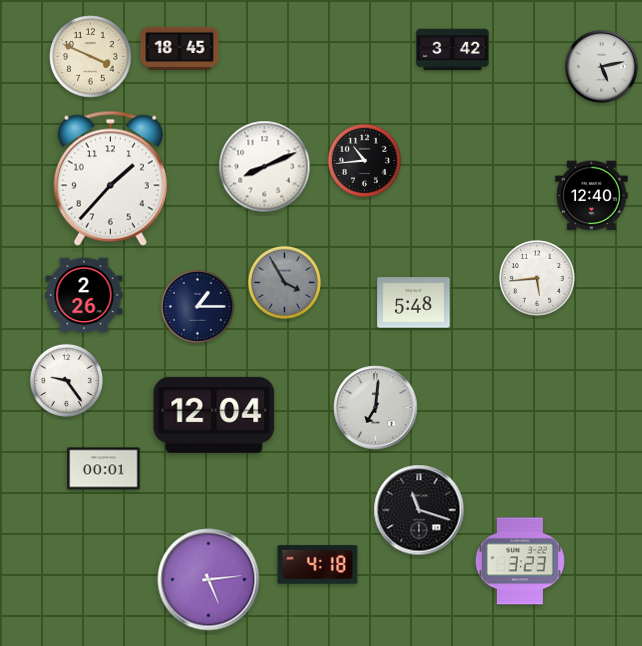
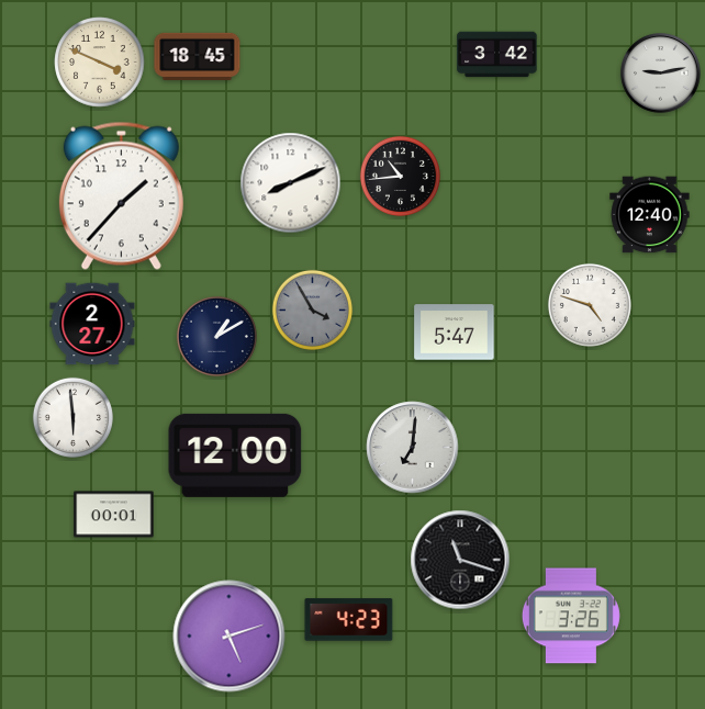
clock at (180, 48) position: (180, 48) -> (198, 56)
clock at (602, 67): 5:13 -> 9:13
clock at (537, 278): 5:44 -> 4:48
clock at (84, 295): 2:26 -> 2:27
clock at (414, 303): 5:48 -> 5:47
clock at (197, 306): 1:15 -> 1:10
clock at (66, 380): 9:24 -> 5:59
clock at (214, 415): 12:04 -> 12:00
clock at (520, 561): 3:23 -> 3:26
clock at (318, 565): 4:18 -> 4:23
clock at (209, 580): 5:14 -> 5:12
